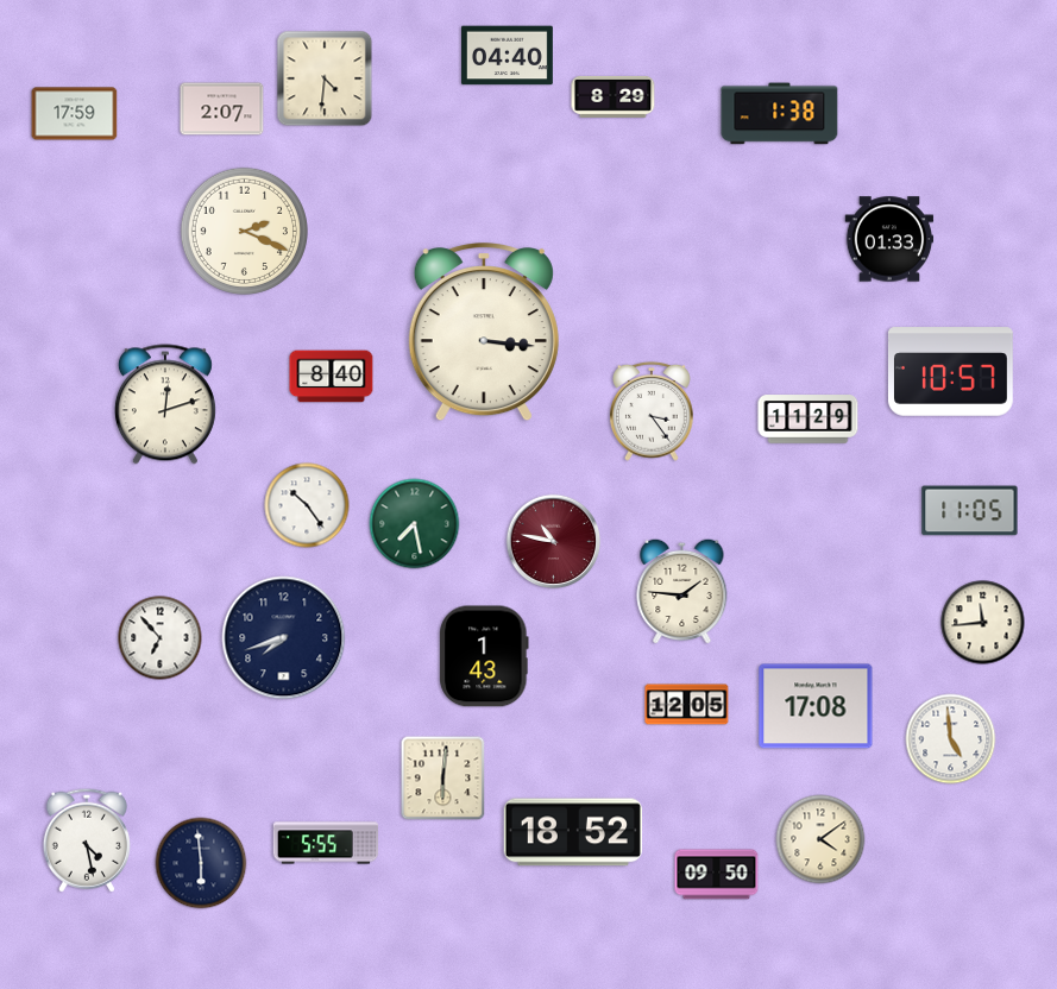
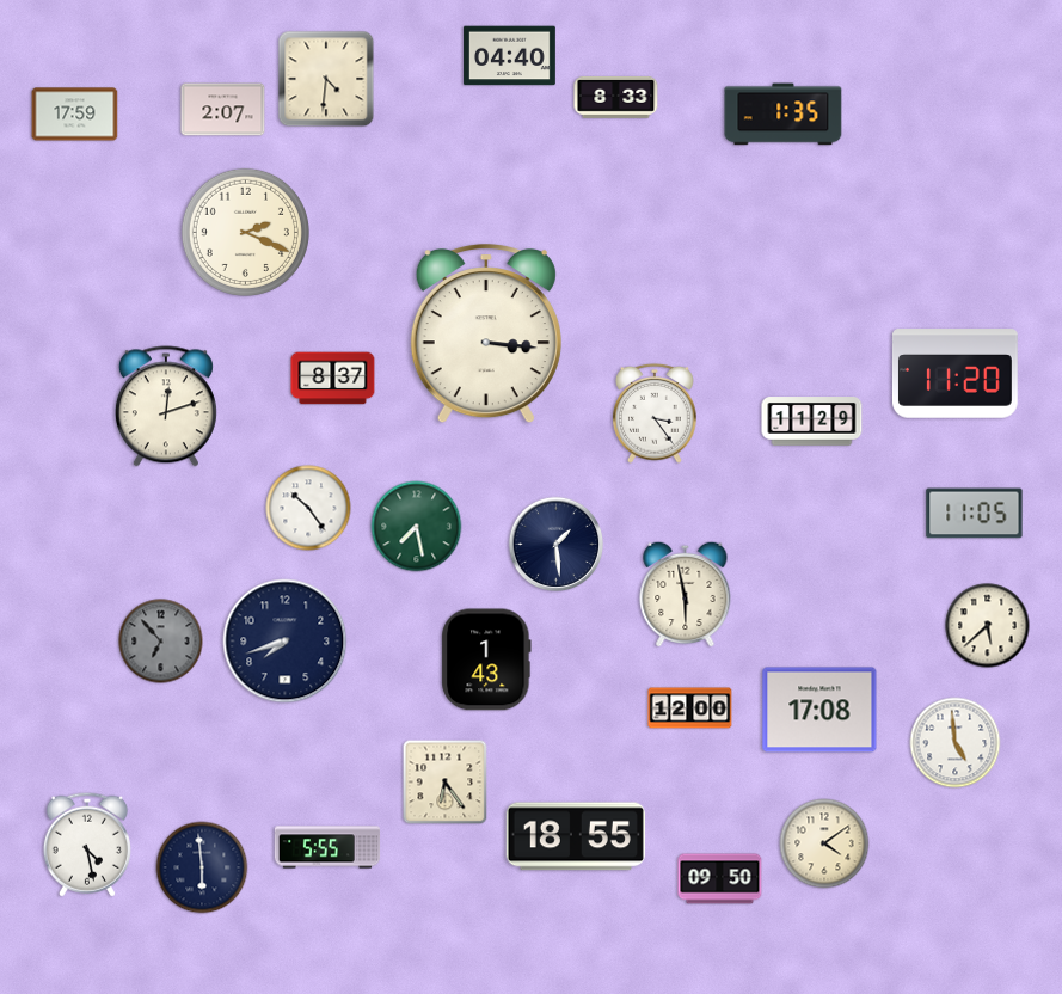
clock at (614, 96): 8:29 -> 8:33
clock at (780, 114): 1:38 -> 1:35
clock at (889, 239): 01:33 -> none
clock at (950, 372): 10:57 -> 11:20
clock at (332, 377): 8:40 -> 8:37
clock at (554, 542): 10:47 -> 1:29
clock at (554, 542) dial: burgundy -> navy
clock at (682, 591): 1:46 -> 5:58
clock at (983, 623): 11:44 -> 5:38
clock at (161, 638) dial: white -> grey
clock at (687, 705): 12:05 -> 12:00
clock at (443, 779): 6:01 -> 6:24
clock at (573, 832): 18:52 -> 18:55
